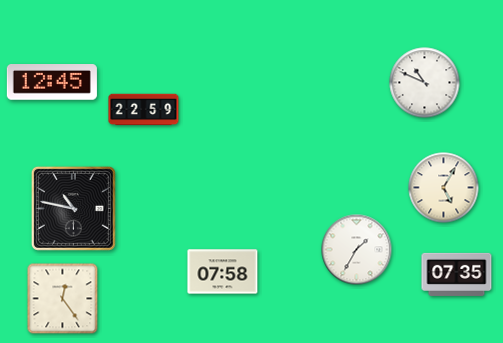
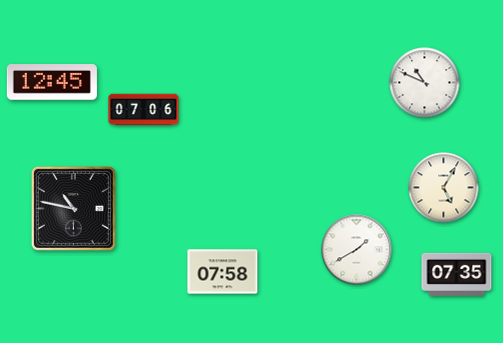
clock at (144, 110): 22:59 -> 07:06
clock at (357, 250): 1:35 -> 1:40
clock at (63, 299): 12:24 -> none
